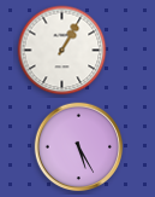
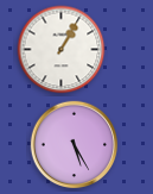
clock at (79, 147) position: (79, 147) -> (75, 145)
